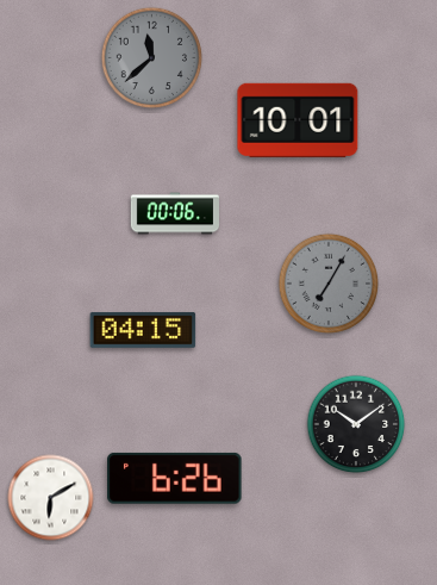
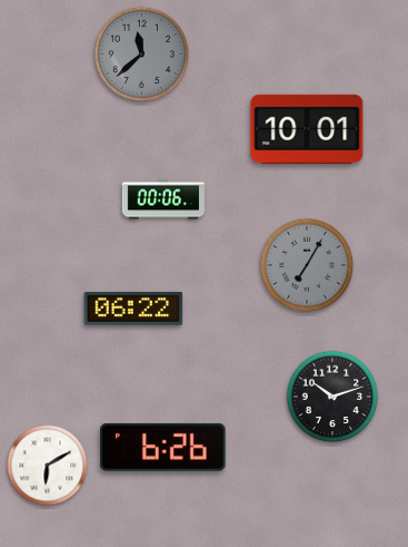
clock at (298, 120) position: (298, 120) -> (307, 129)
clock at (143, 330): 04:15 -> 06:22
clock at (356, 424): 10:09 -> 10:12
